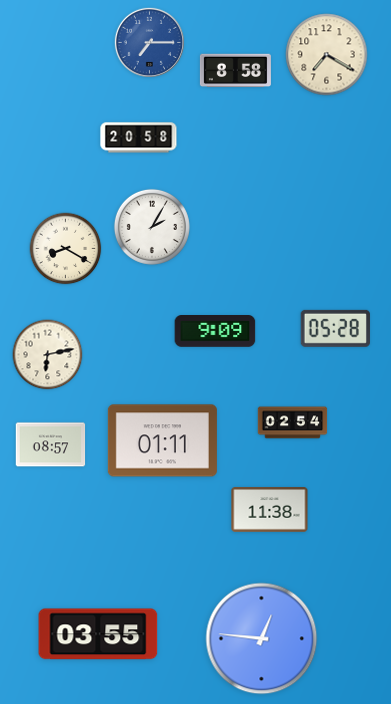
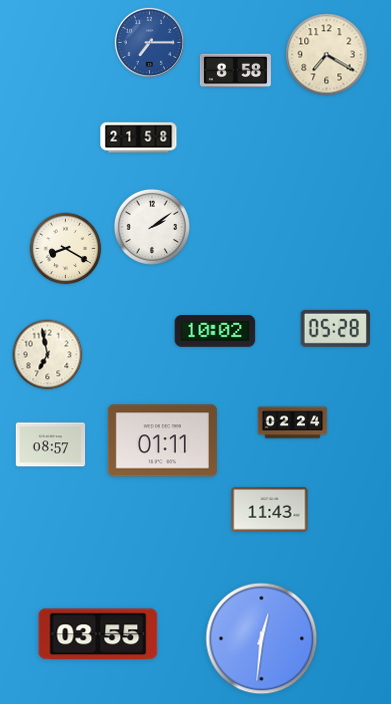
clock at (139, 138): 20:58 -> 21:58
clock at (152, 227): 2:05 -> 2:09
clock at (215, 332): 9:09 -> 10:02
clock at (48, 355): 6:13 -> 6:58
clock at (293, 423): 02:54 -> 02:24
clock at (270, 510): 11:38 -> 11:43
clock at (262, 639): 12:46 -> 12:31
